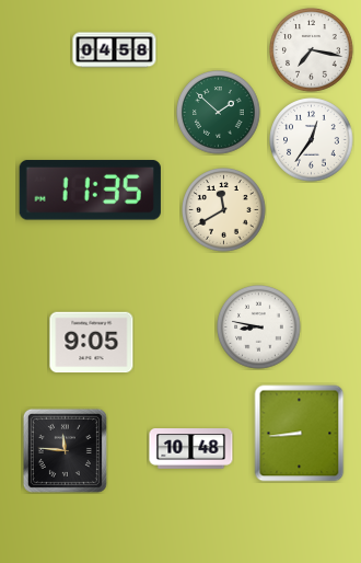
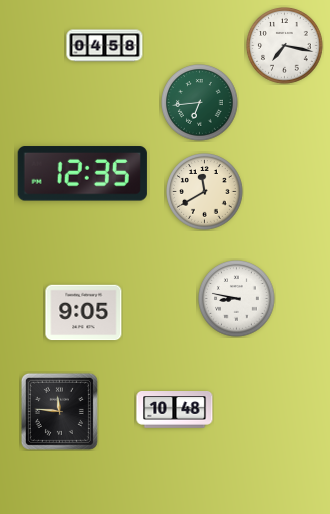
clock at (219, 113): 1:52 -> 6:44
clock at (312, 140): 12:36 -> none
clock at (90, 191): 11:35 -> 12:35
clock at (300, 434): 8:44 -> none
